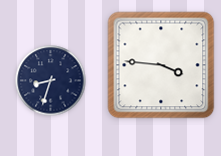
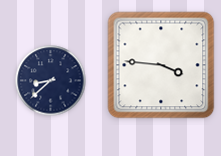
clock at (51, 81): 8:33 -> 8:38
